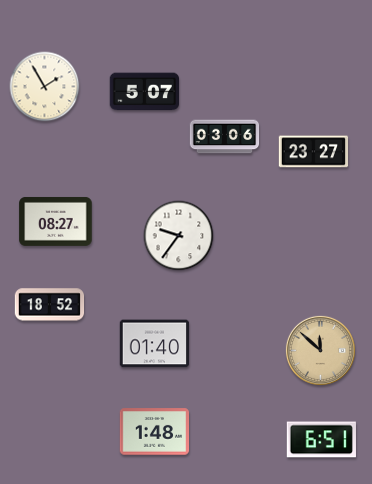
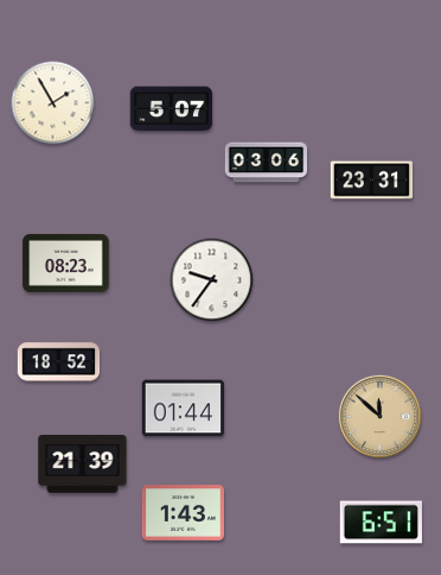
clock at (314, 152): 23:27 -> 23:31
clock at (56, 221): 08:27 -> 08:23
clock at (155, 344): 01:40 -> 01:44
clock at (83, 465): none -> 21:39
clock at (154, 432): 1:48 -> 1:43
